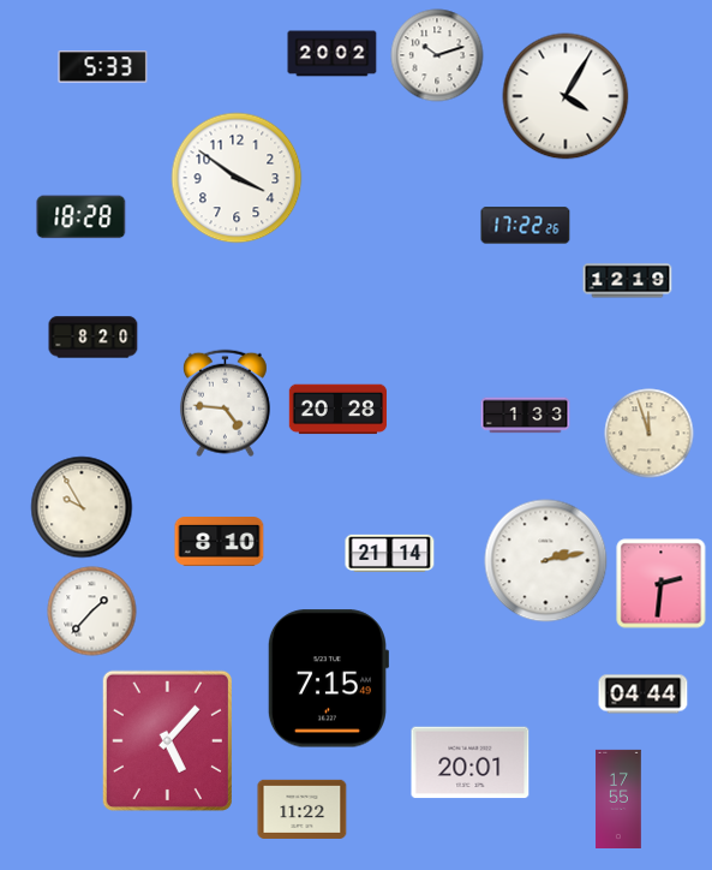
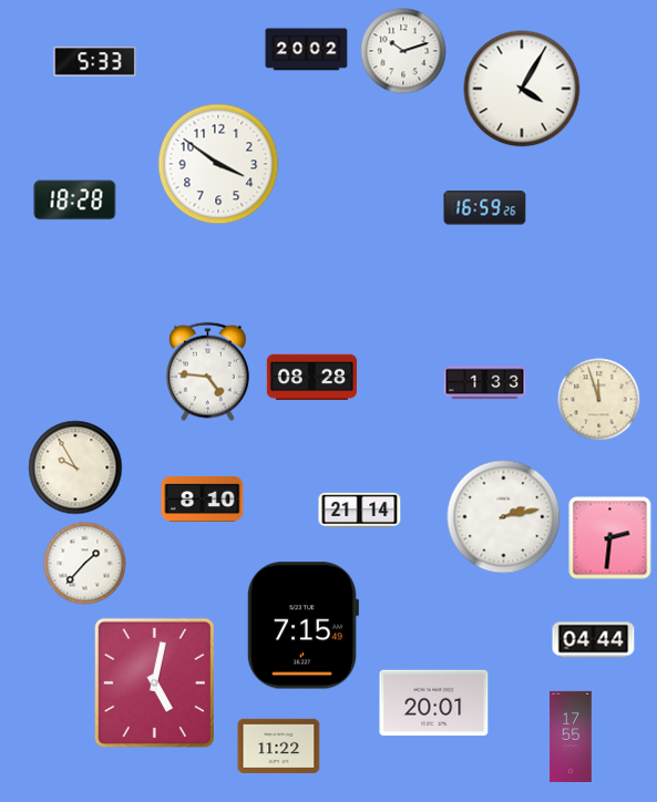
clock at (526, 226): 17:22 -> 16:59
clock at (628, 281): 12:19 -> none
clock at (94, 338): 8:20 -> none
clock at (337, 410): 20:28 -> 08:28
clock at (167, 740): 5:07 -> 5:02
